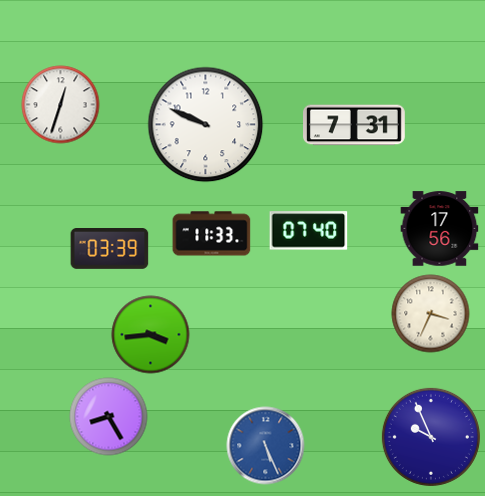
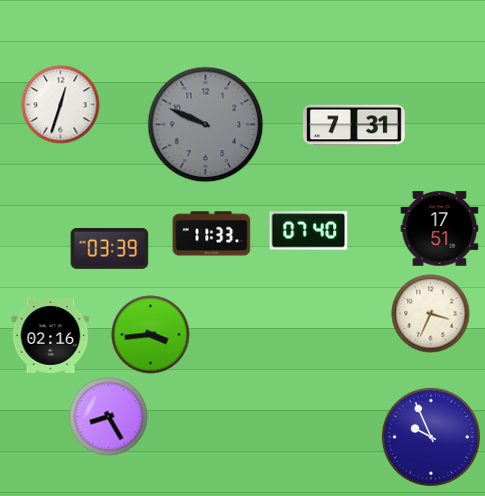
clock at (205, 124) dial: white -> grey
clock at (439, 229): 17:56 -> 17:51
clock at (50, 335): none -> 02:16
clock at (265, 445): 5:26 -> none
